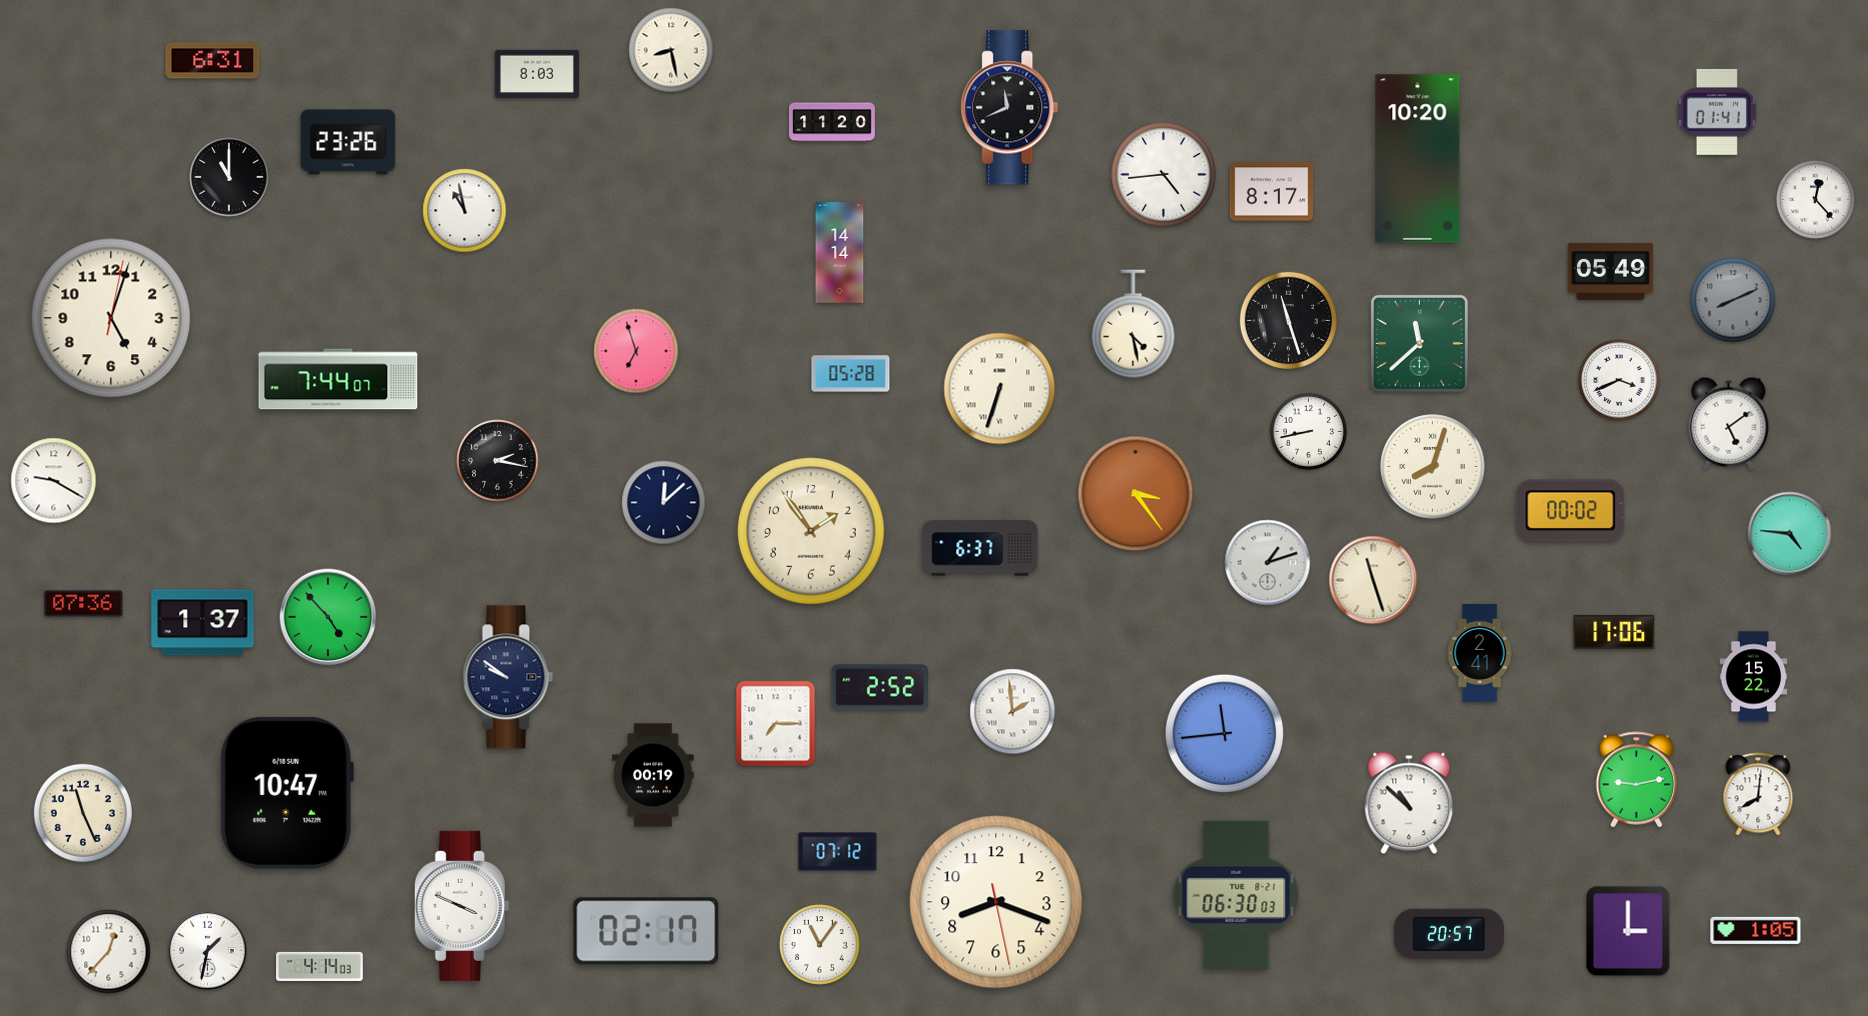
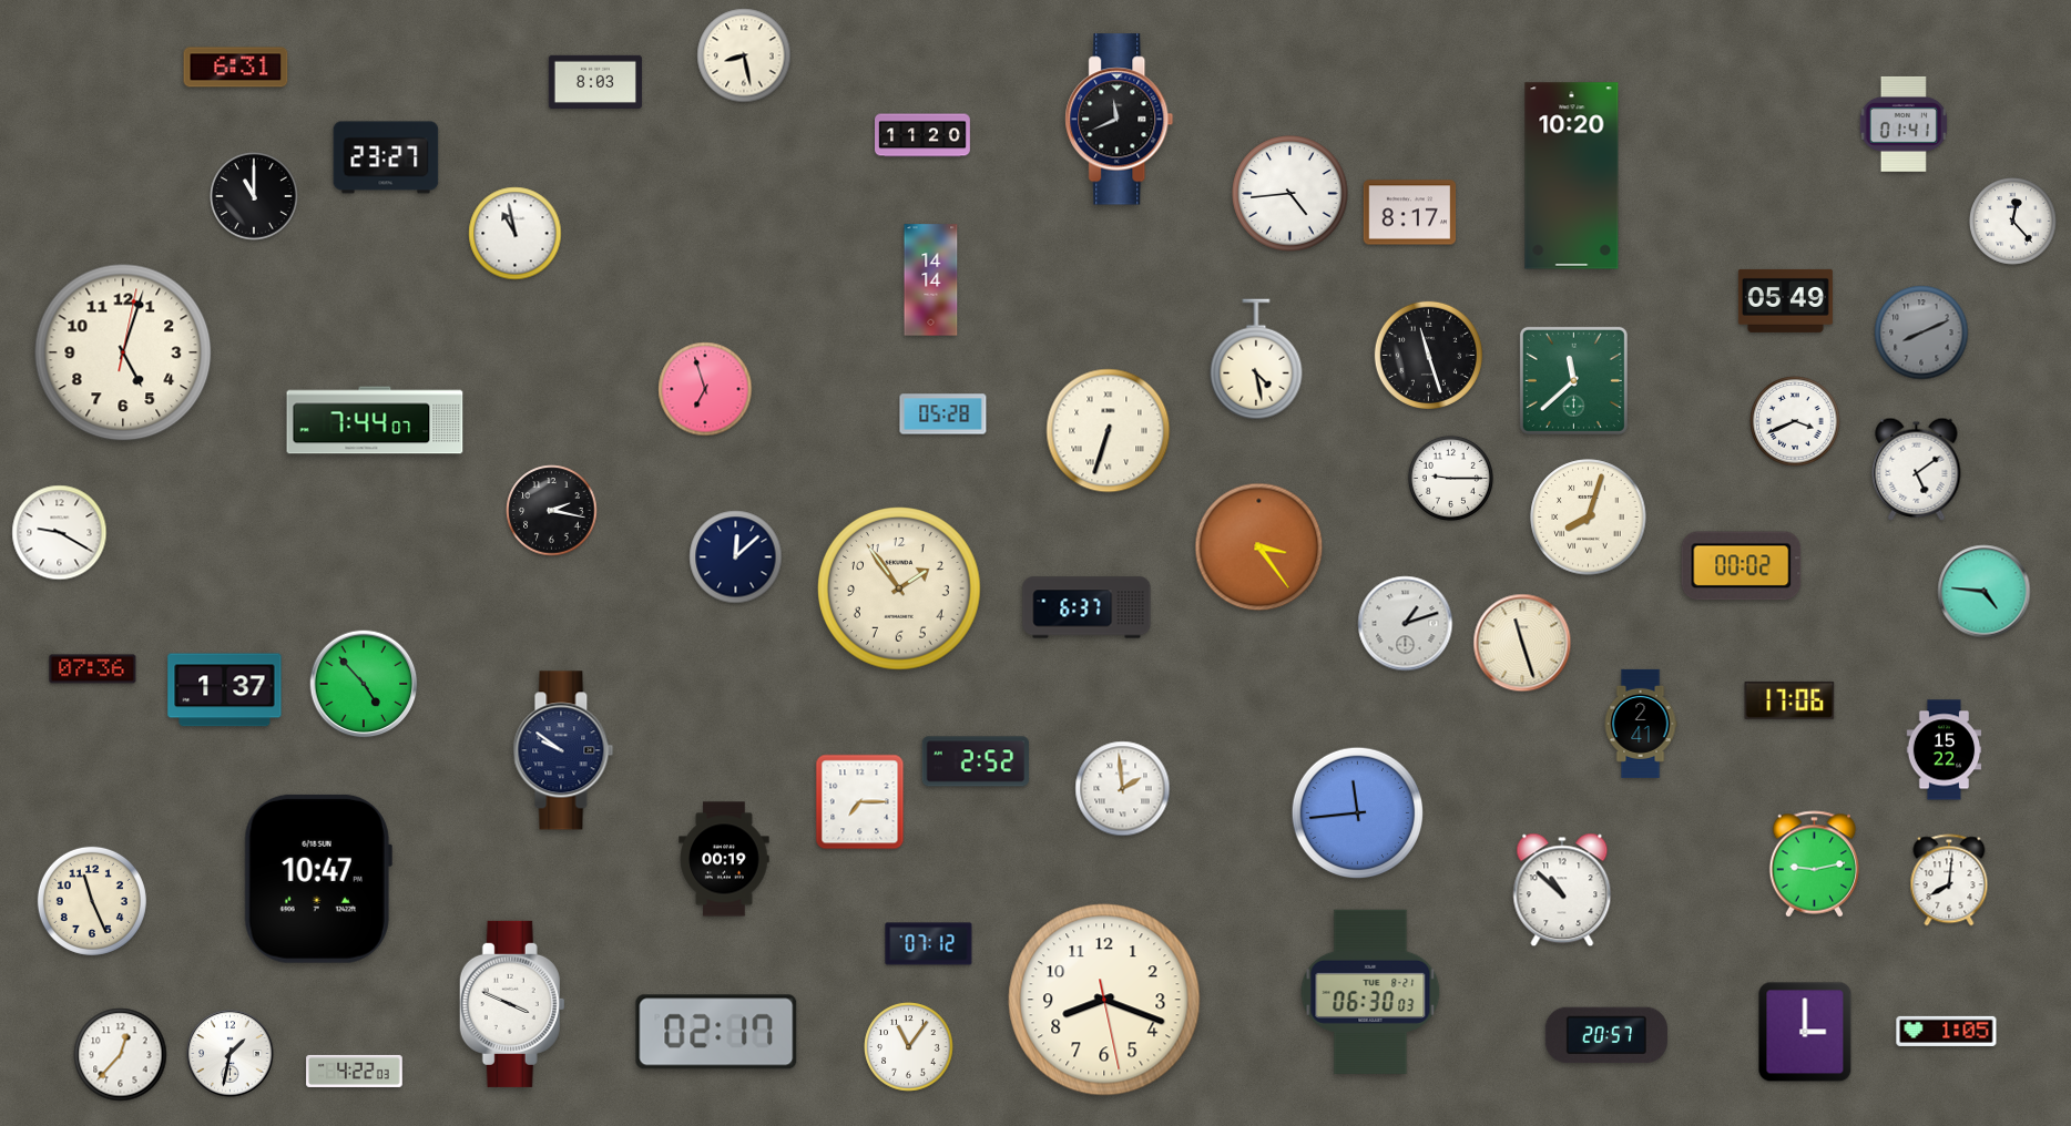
clock at (348, 142): 23:26 -> 23:27
clock at (1308, 431): 8:43 -> 9:15
clock at (320, 966): 4:14 -> 4:22
